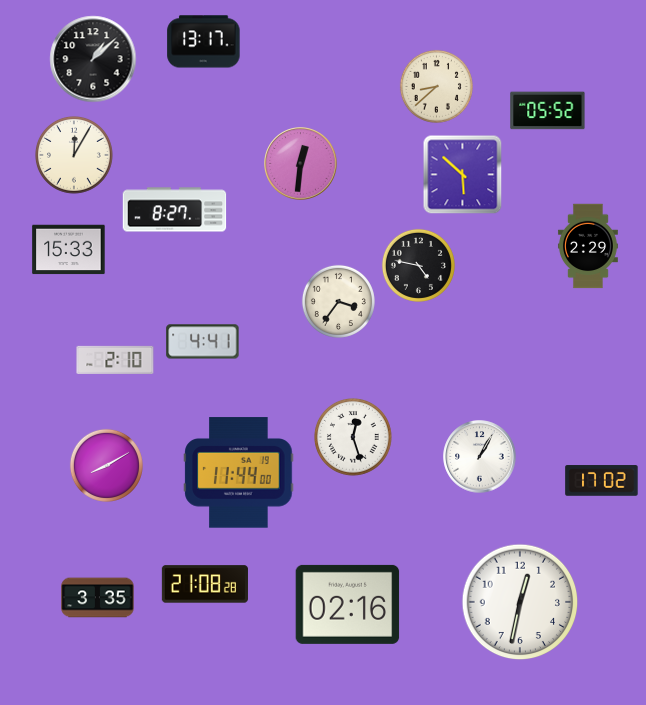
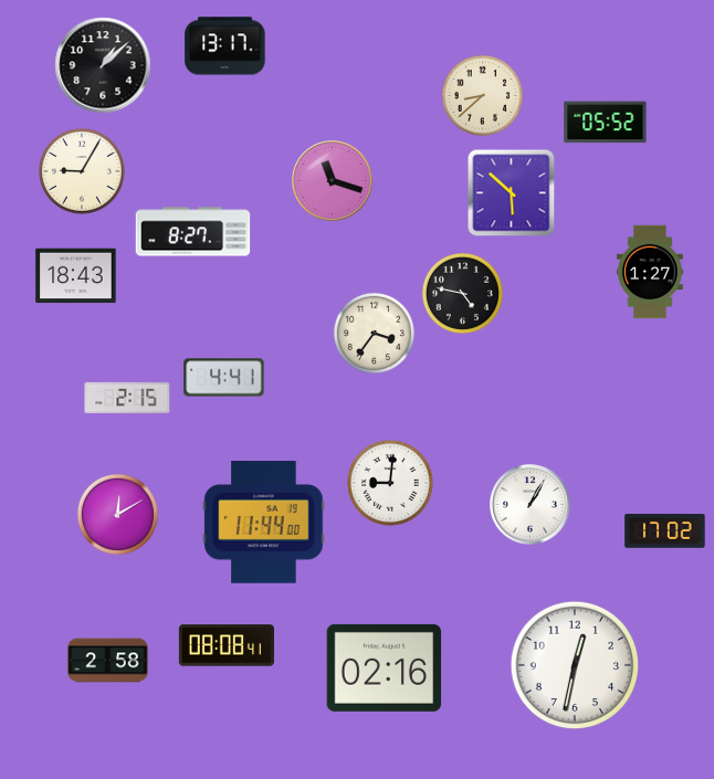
clock at (75, 156): 12:05 -> 9:05
clock at (301, 164): 12:31 -> 11:18
clock at (588, 246): 2:29 -> 1:27
clock at (69, 250): 15:33 -> 18:43
clock at (115, 359): 2:10 -> 2:15
clock at (354, 438): 12:27 -> 9:01
clock at (106, 465): 8:10 -> 12:10
clock at (205, 584): 21:08 -> 08:08
clock at (98, 598): 3:35 -> 2:58
